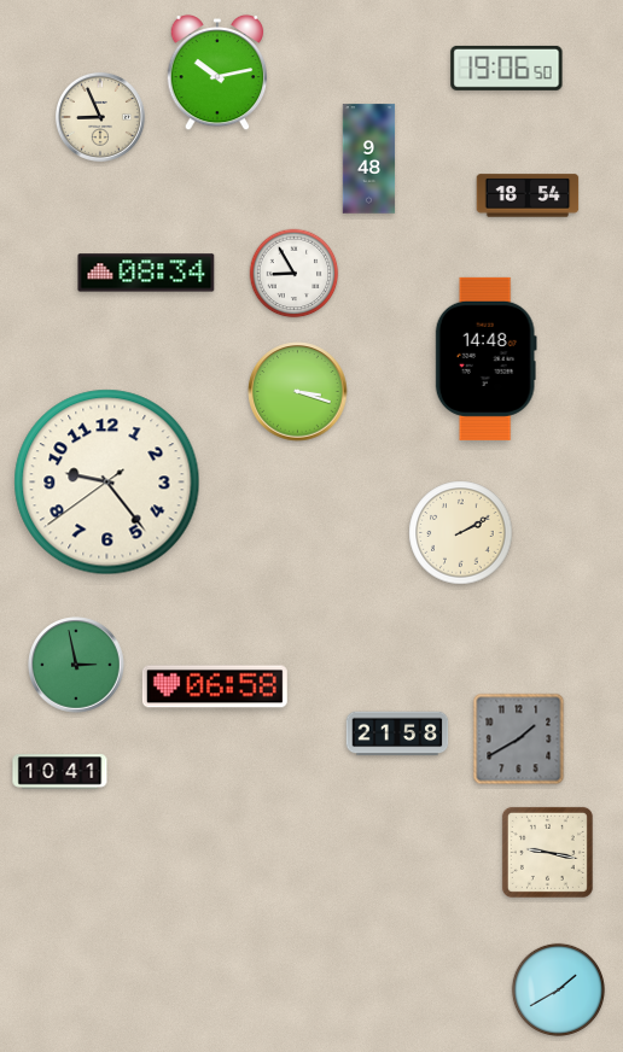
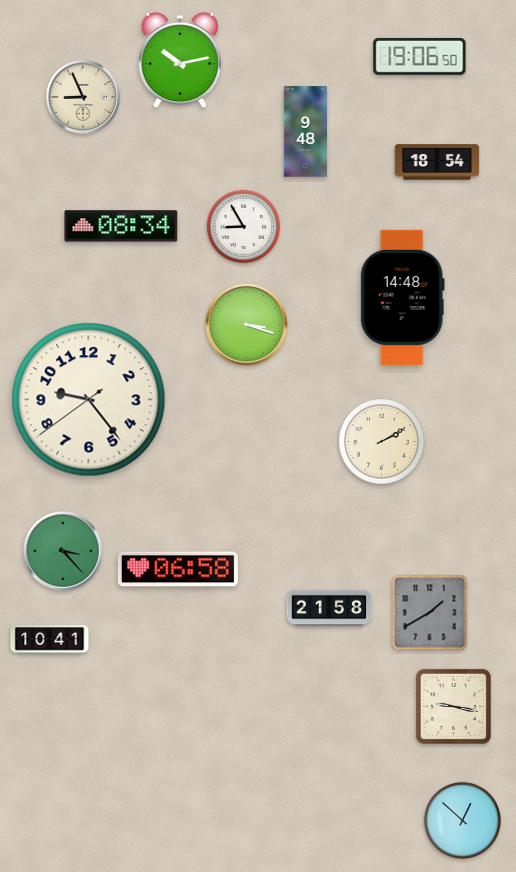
clock at (76, 665): 2:58 -> 3:23
clock at (558, 989): 1:40 -> 12:52
